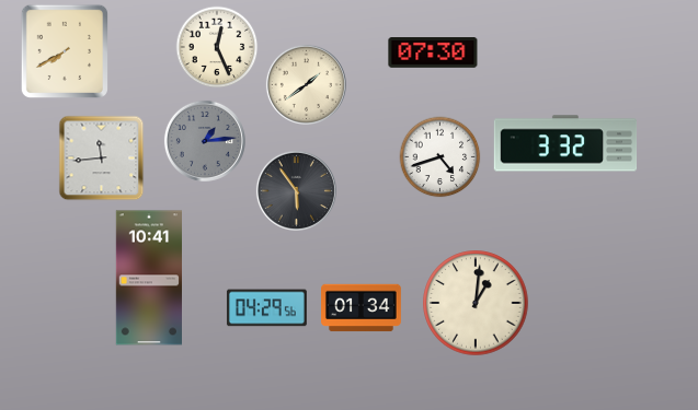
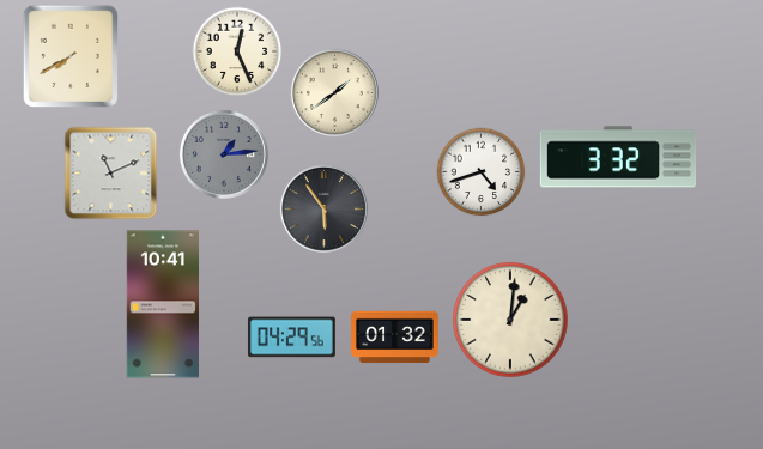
clock at (433, 54): 07:30 -> none
clock at (102, 159): 11:44 -> 11:11
clock at (476, 303) position: (476, 303) -> (510, 320)
clock at (362, 308): 01:34 -> 01:32
